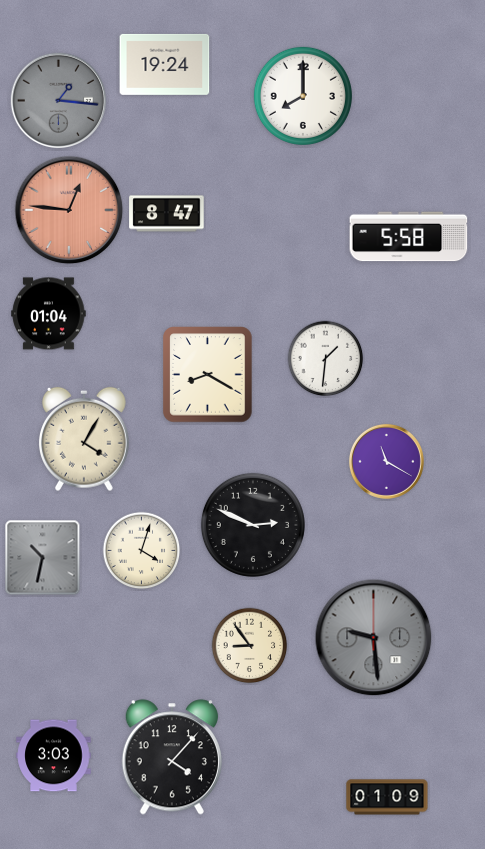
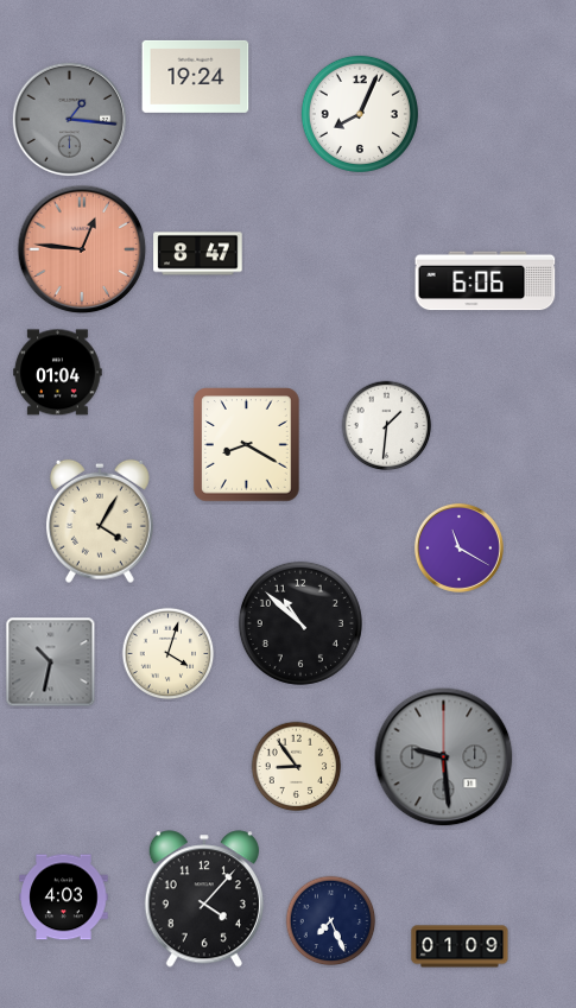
clock at (303, 96): 8:00 -> 8:04
clock at (409, 237): 5:58 -> 6:06
clock at (253, 525): 2:49 -> 10:52
clock at (54, 756): 3:03 -> 4:03
clock at (331, 921): none -> 7:26
